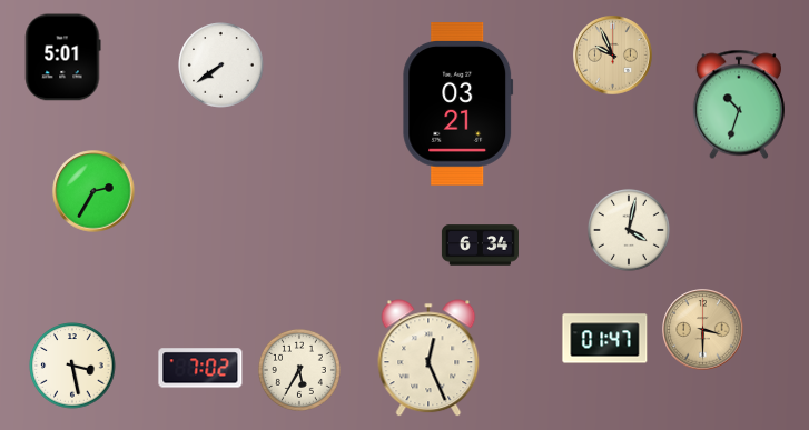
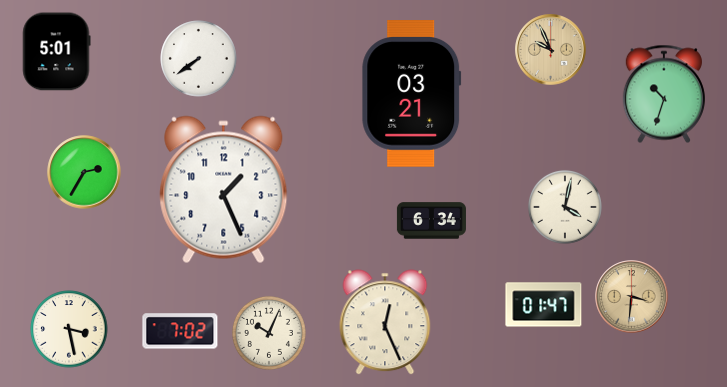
clock at (224, 190): none -> 1:26
clock at (703, 330): 3:30 -> 3:31
clock at (72, 366) position: (72, 366) -> (69, 329)
clock at (299, 370): 5:35 -> 10:04
